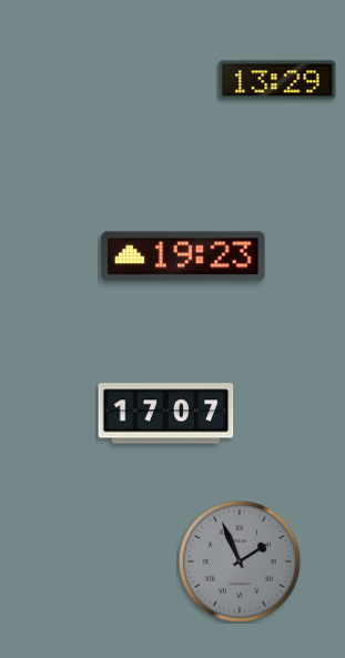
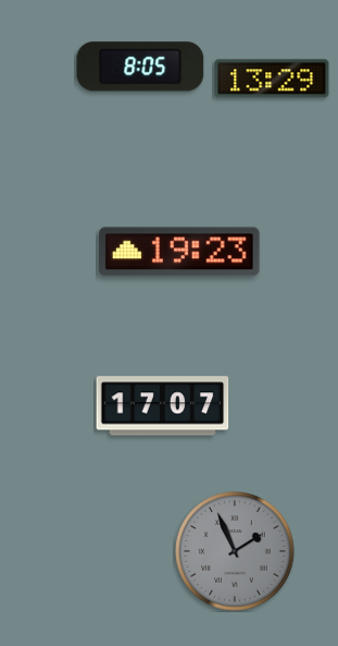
clock at (140, 66): none -> 8:05
